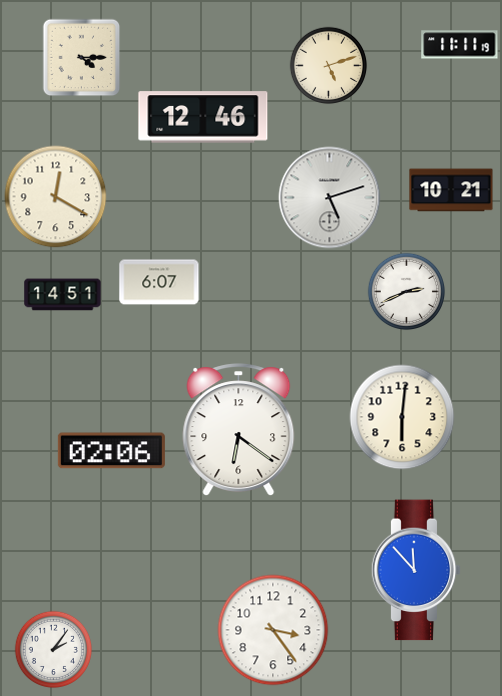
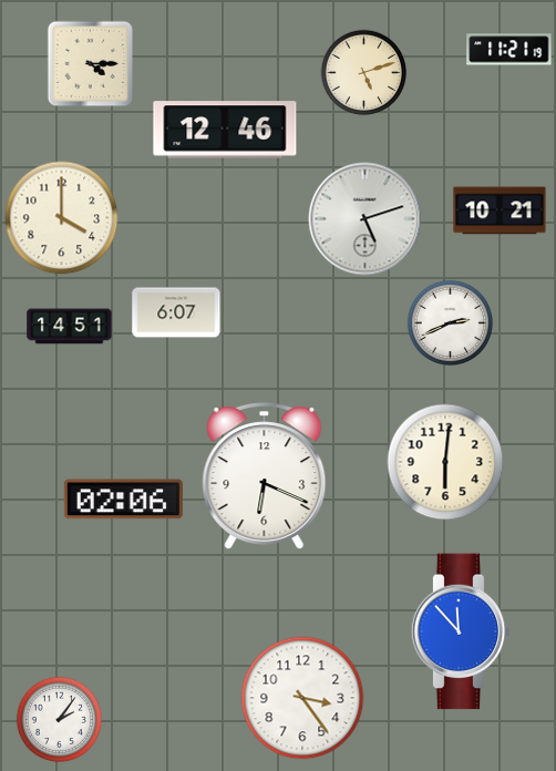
clock at (460, 45): 11:11 -> 11:21
clock at (56, 197): 12:20 -> 4:00
clock at (239, 430): 6:21 -> 6:19
